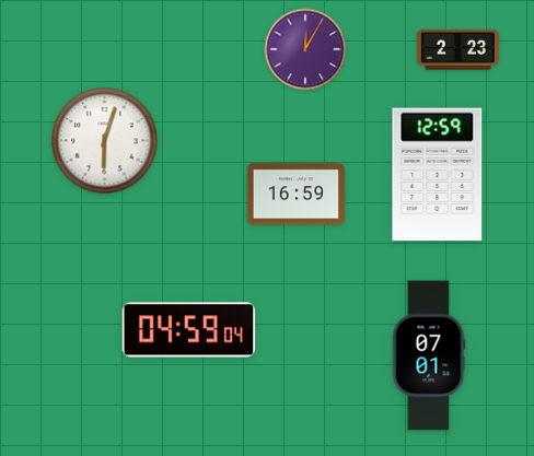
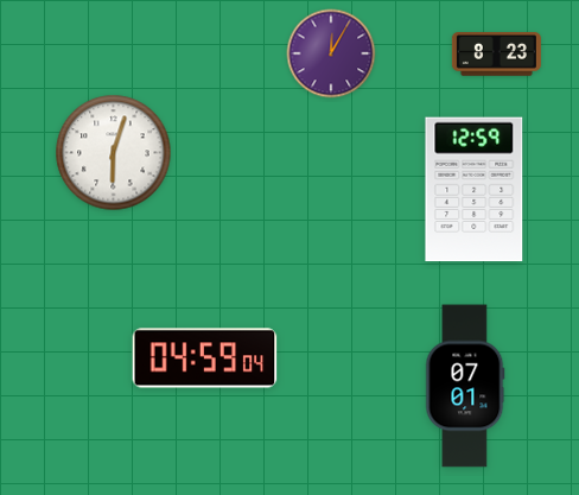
clock at (457, 50): 2:23 -> 8:23
clock at (297, 195): 16:59 -> none
